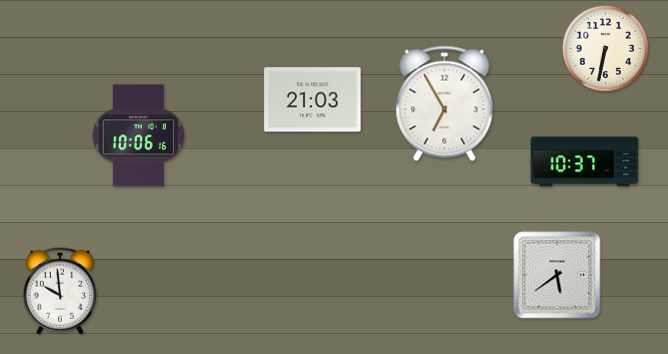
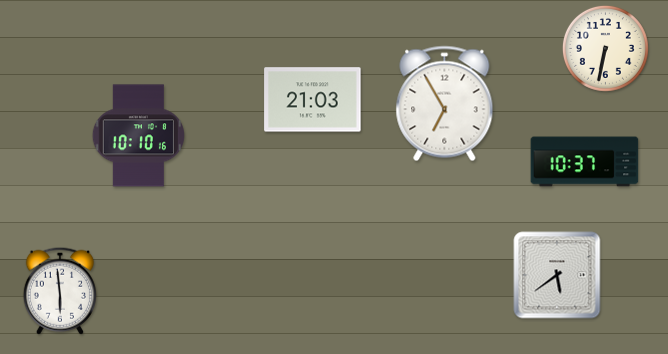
clock at (138, 136): 10:06 -> 10:10
clock at (60, 291): 9:59 -> 5:59
